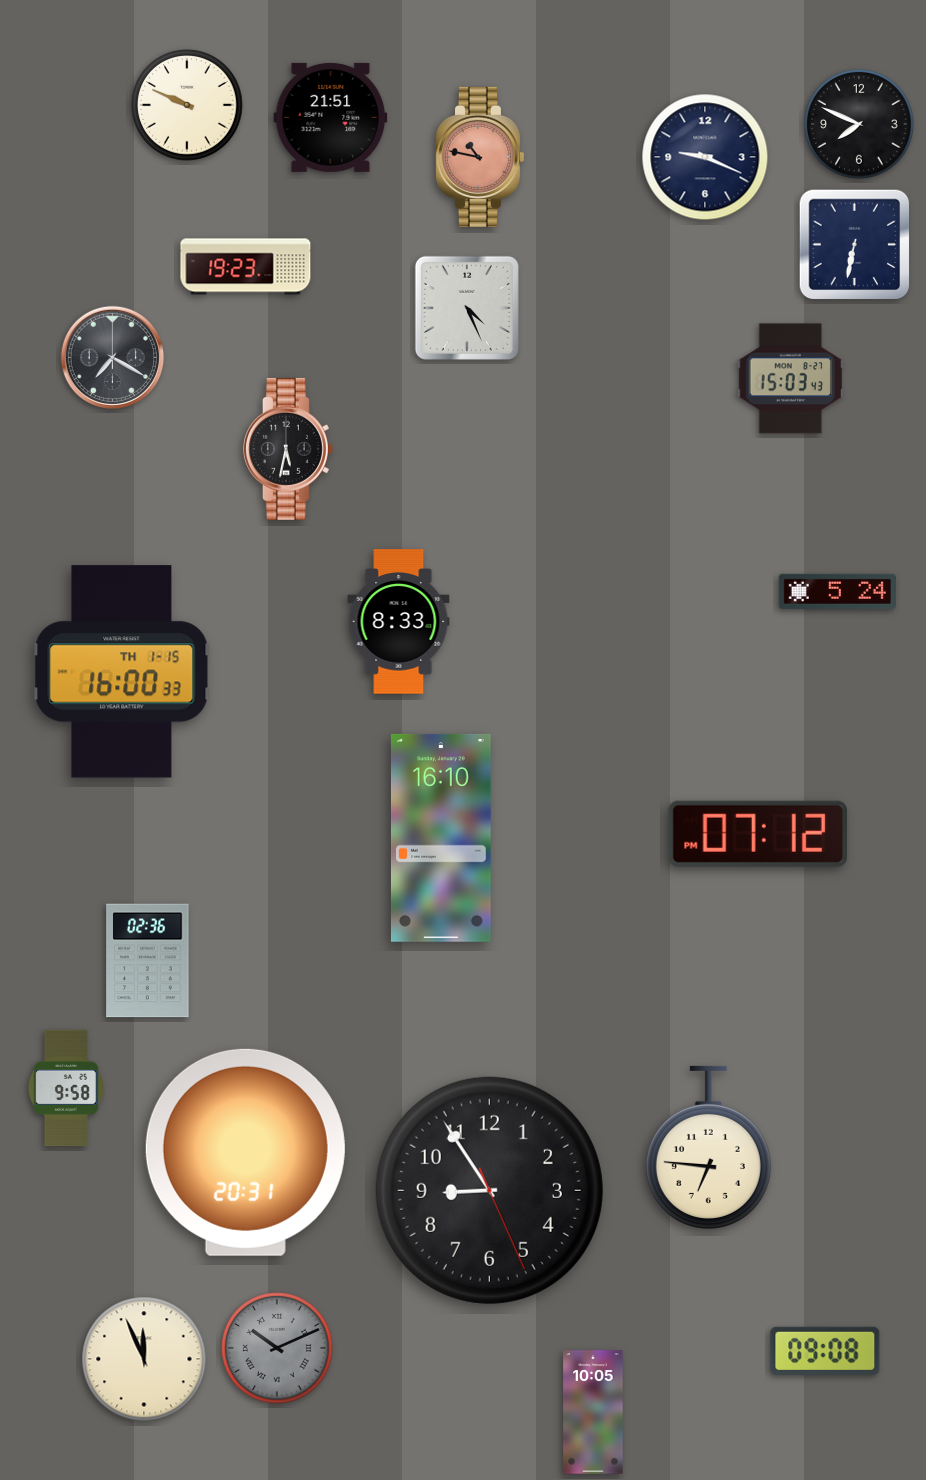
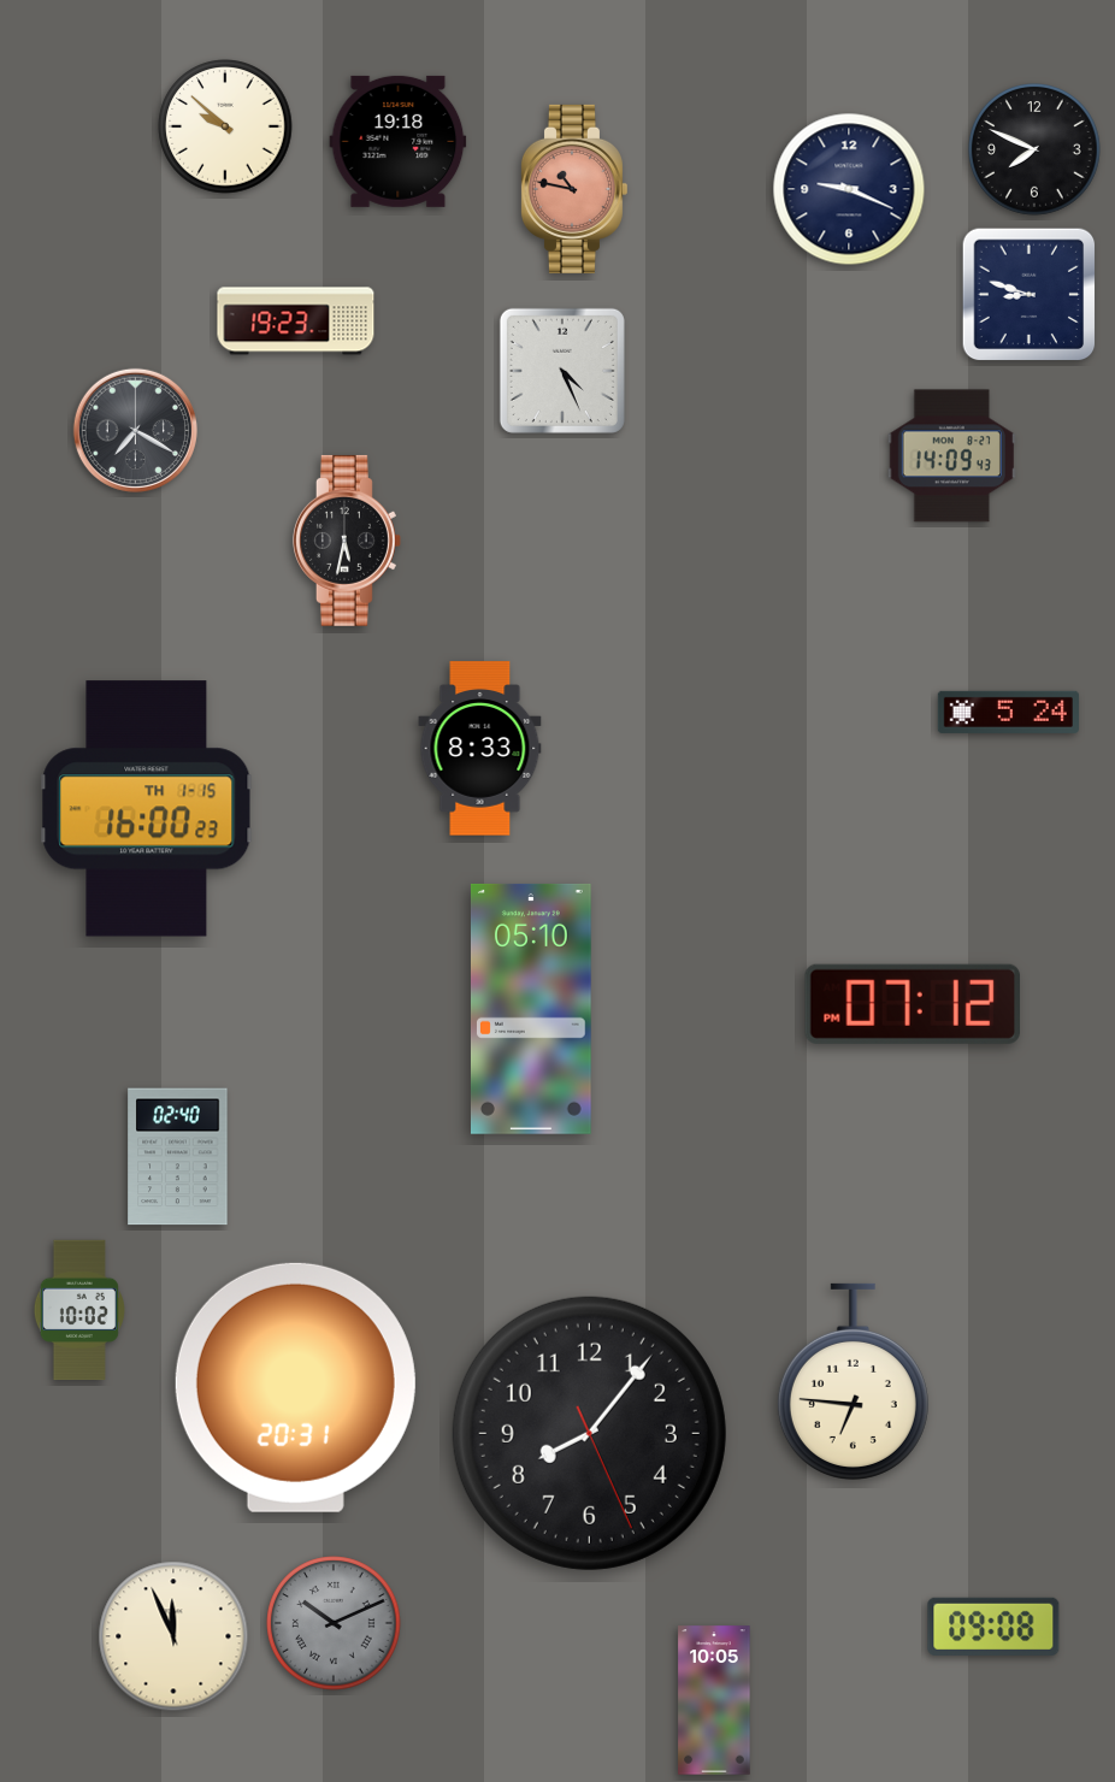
clock at (187, 105): 9:49 -> 9:52
clock at (331, 117): 21:51 -> 19:18
clock at (479, 157) position: (479, 157) -> (573, 189)
clock at (855, 245): 6:32 -> 8:48
clock at (790, 379): 15:03 -> 14:09
clock at (122, 672): 16:00:33 -> 16:00:23
clock at (441, 838): 16:10 -> 05:10
clock at (148, 961): 02:36 -> 02:40
clock at (66, 1088): 9:58 -> 10:02
clock at (489, 1190): 8:54 -> 8:06
